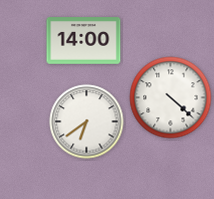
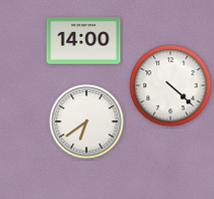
clock at (171, 98) position: (171, 98) -> (171, 86)
